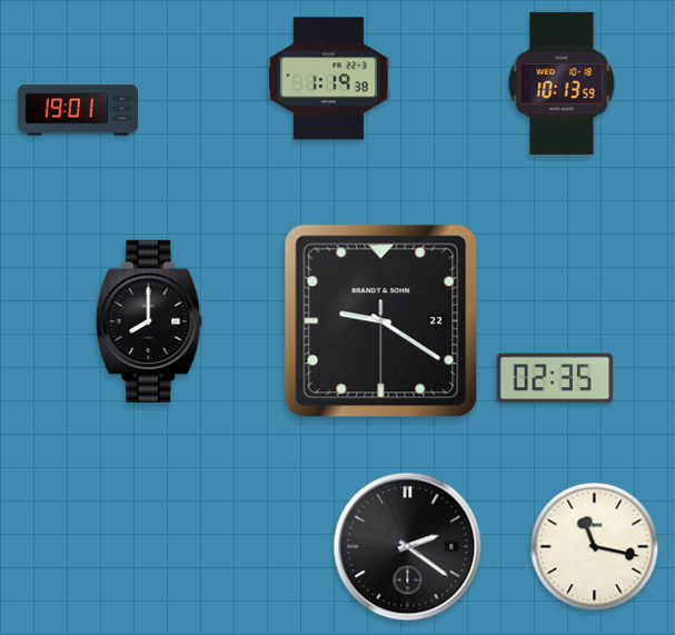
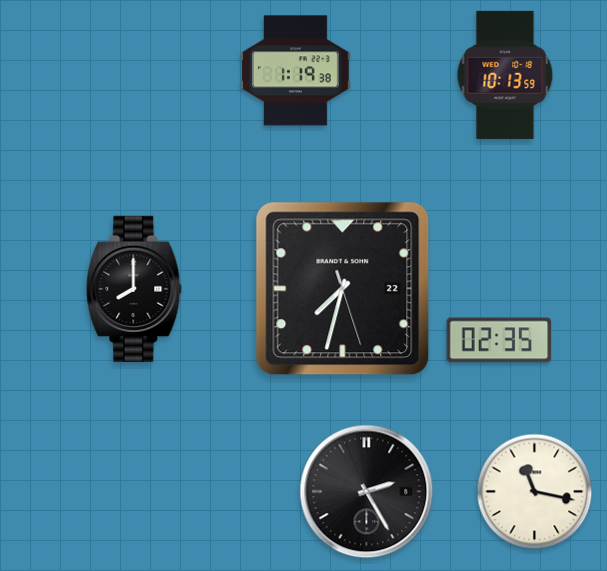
clock at (78, 110): 19:01 -> none
clock at (381, 321): 9:20 -> 7:32
clock at (408, 547): 2:21 -> 2:25
